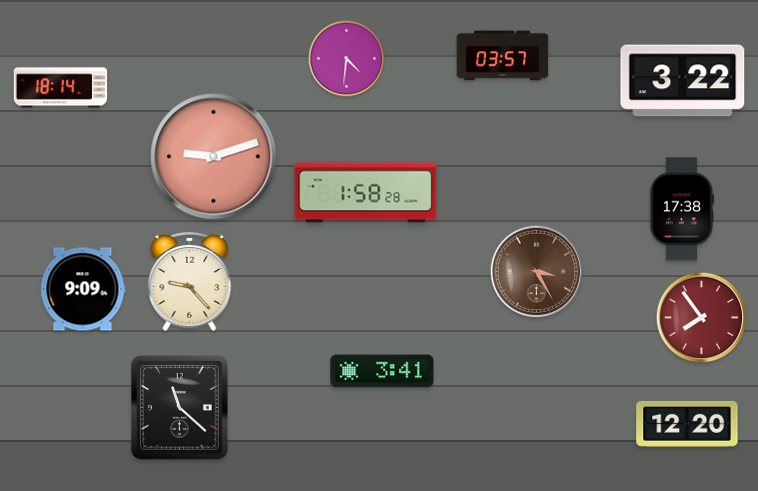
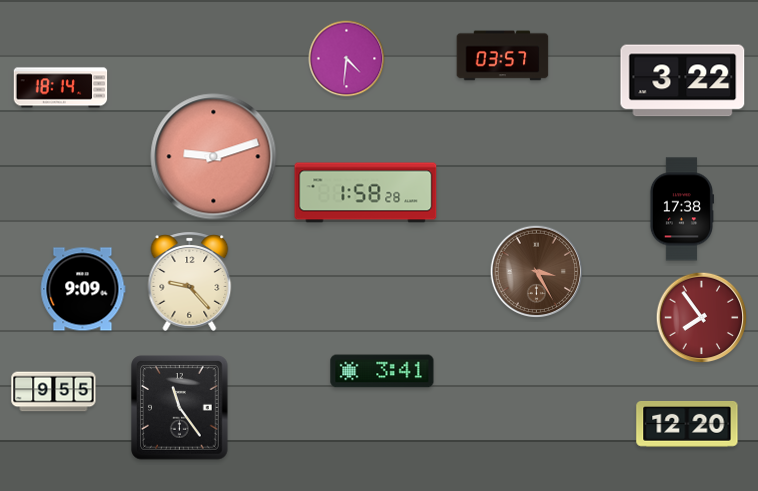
clock at (54, 392): none -> 9:55
clock at (180, 408): 11:22 -> 11:24
